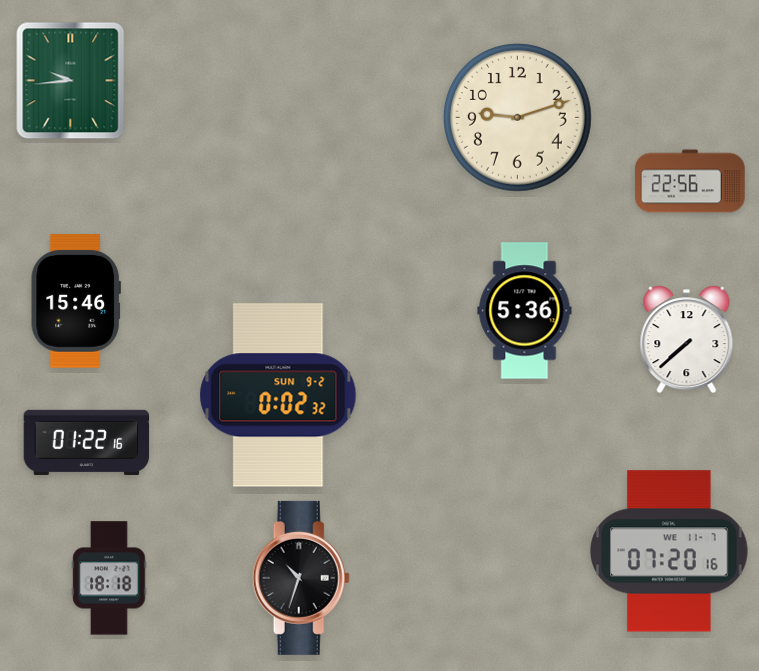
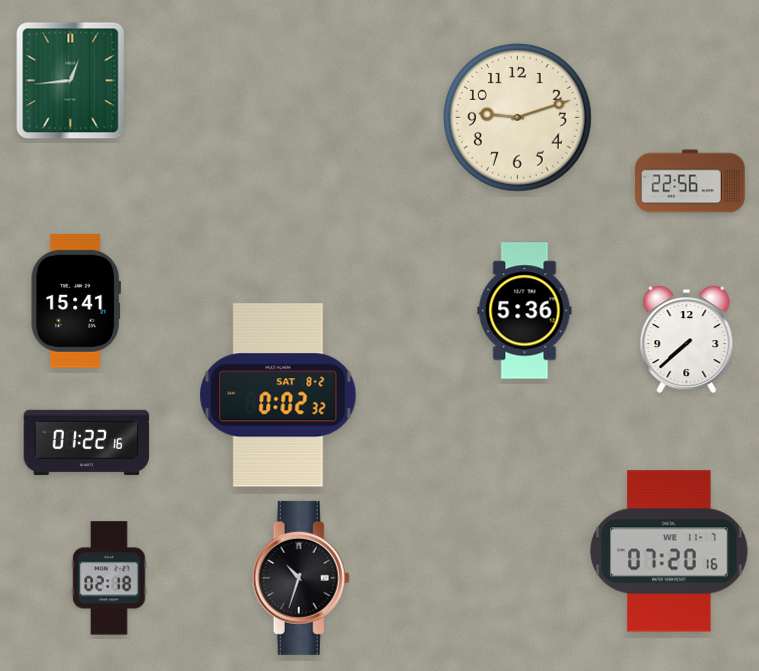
clock at (71, 81): 9:44 -> 12:44
clock at (76, 301): 15:46 -> 15:41
clock at (278, 395) date: SUN 9-2 -> SAT 8-2
clock at (109, 578): 18:18 -> 02:18
